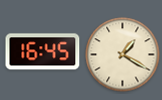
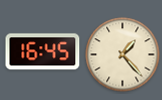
clock at (123, 55): 1:20 -> 1:23
